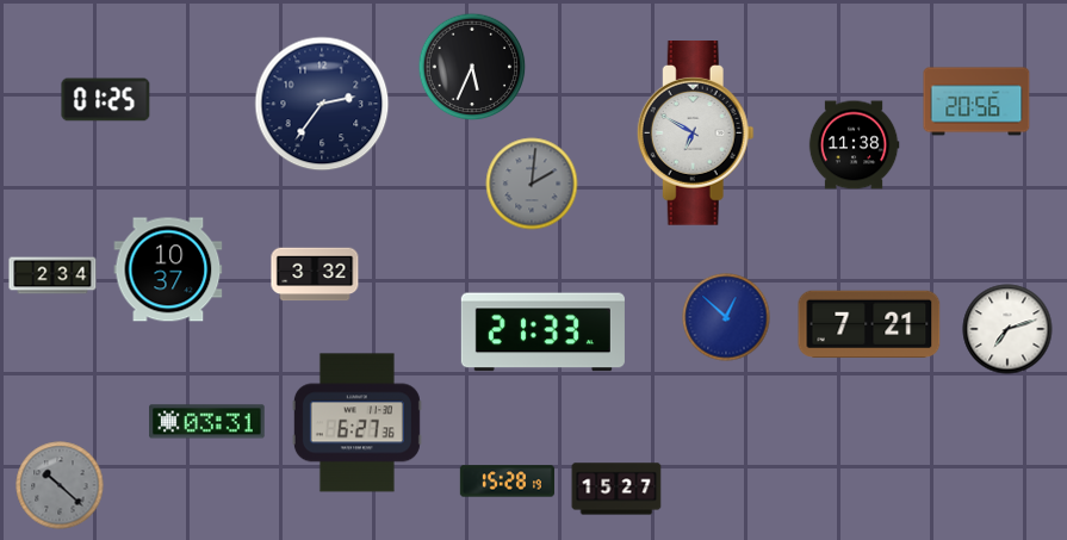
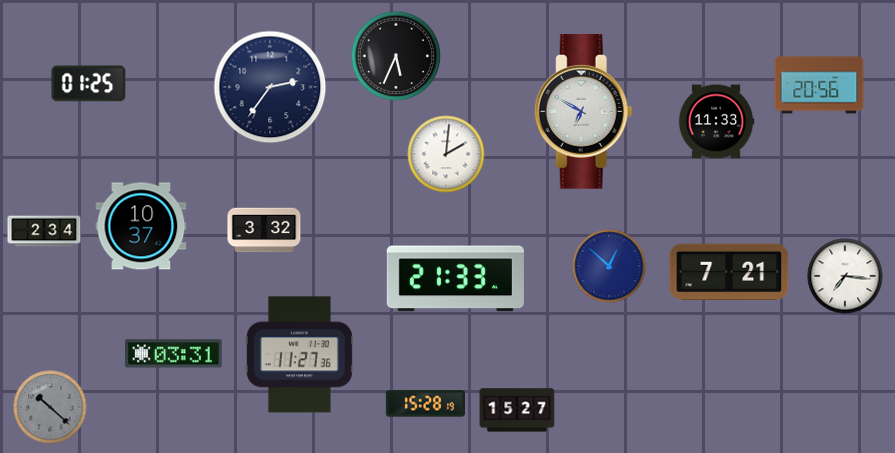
clock at (854, 145): 11:38 -> 11:33
clock at (532, 184) dial: grey -> white
clock at (1007, 329): 7:12 -> 7:16
clock at (356, 423): 6:27 -> 11:27
